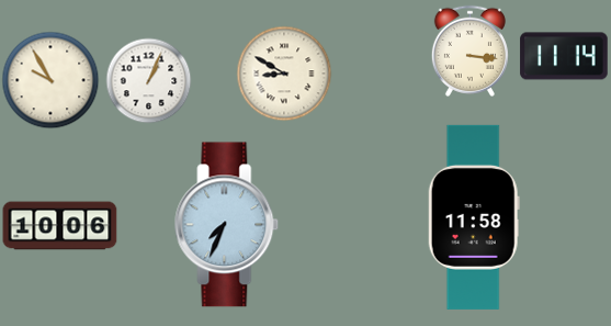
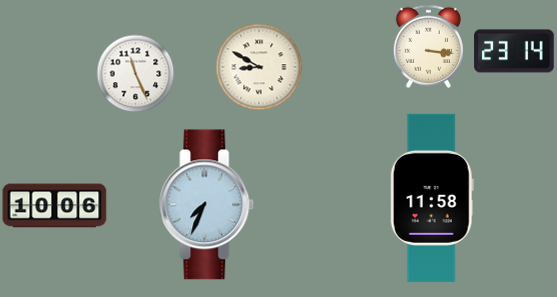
clock at (564, 56): 11:14 -> 23:14
clock at (50, 80): 9:55 -> none
clock at (148, 80): 1:04 -> 11:26
